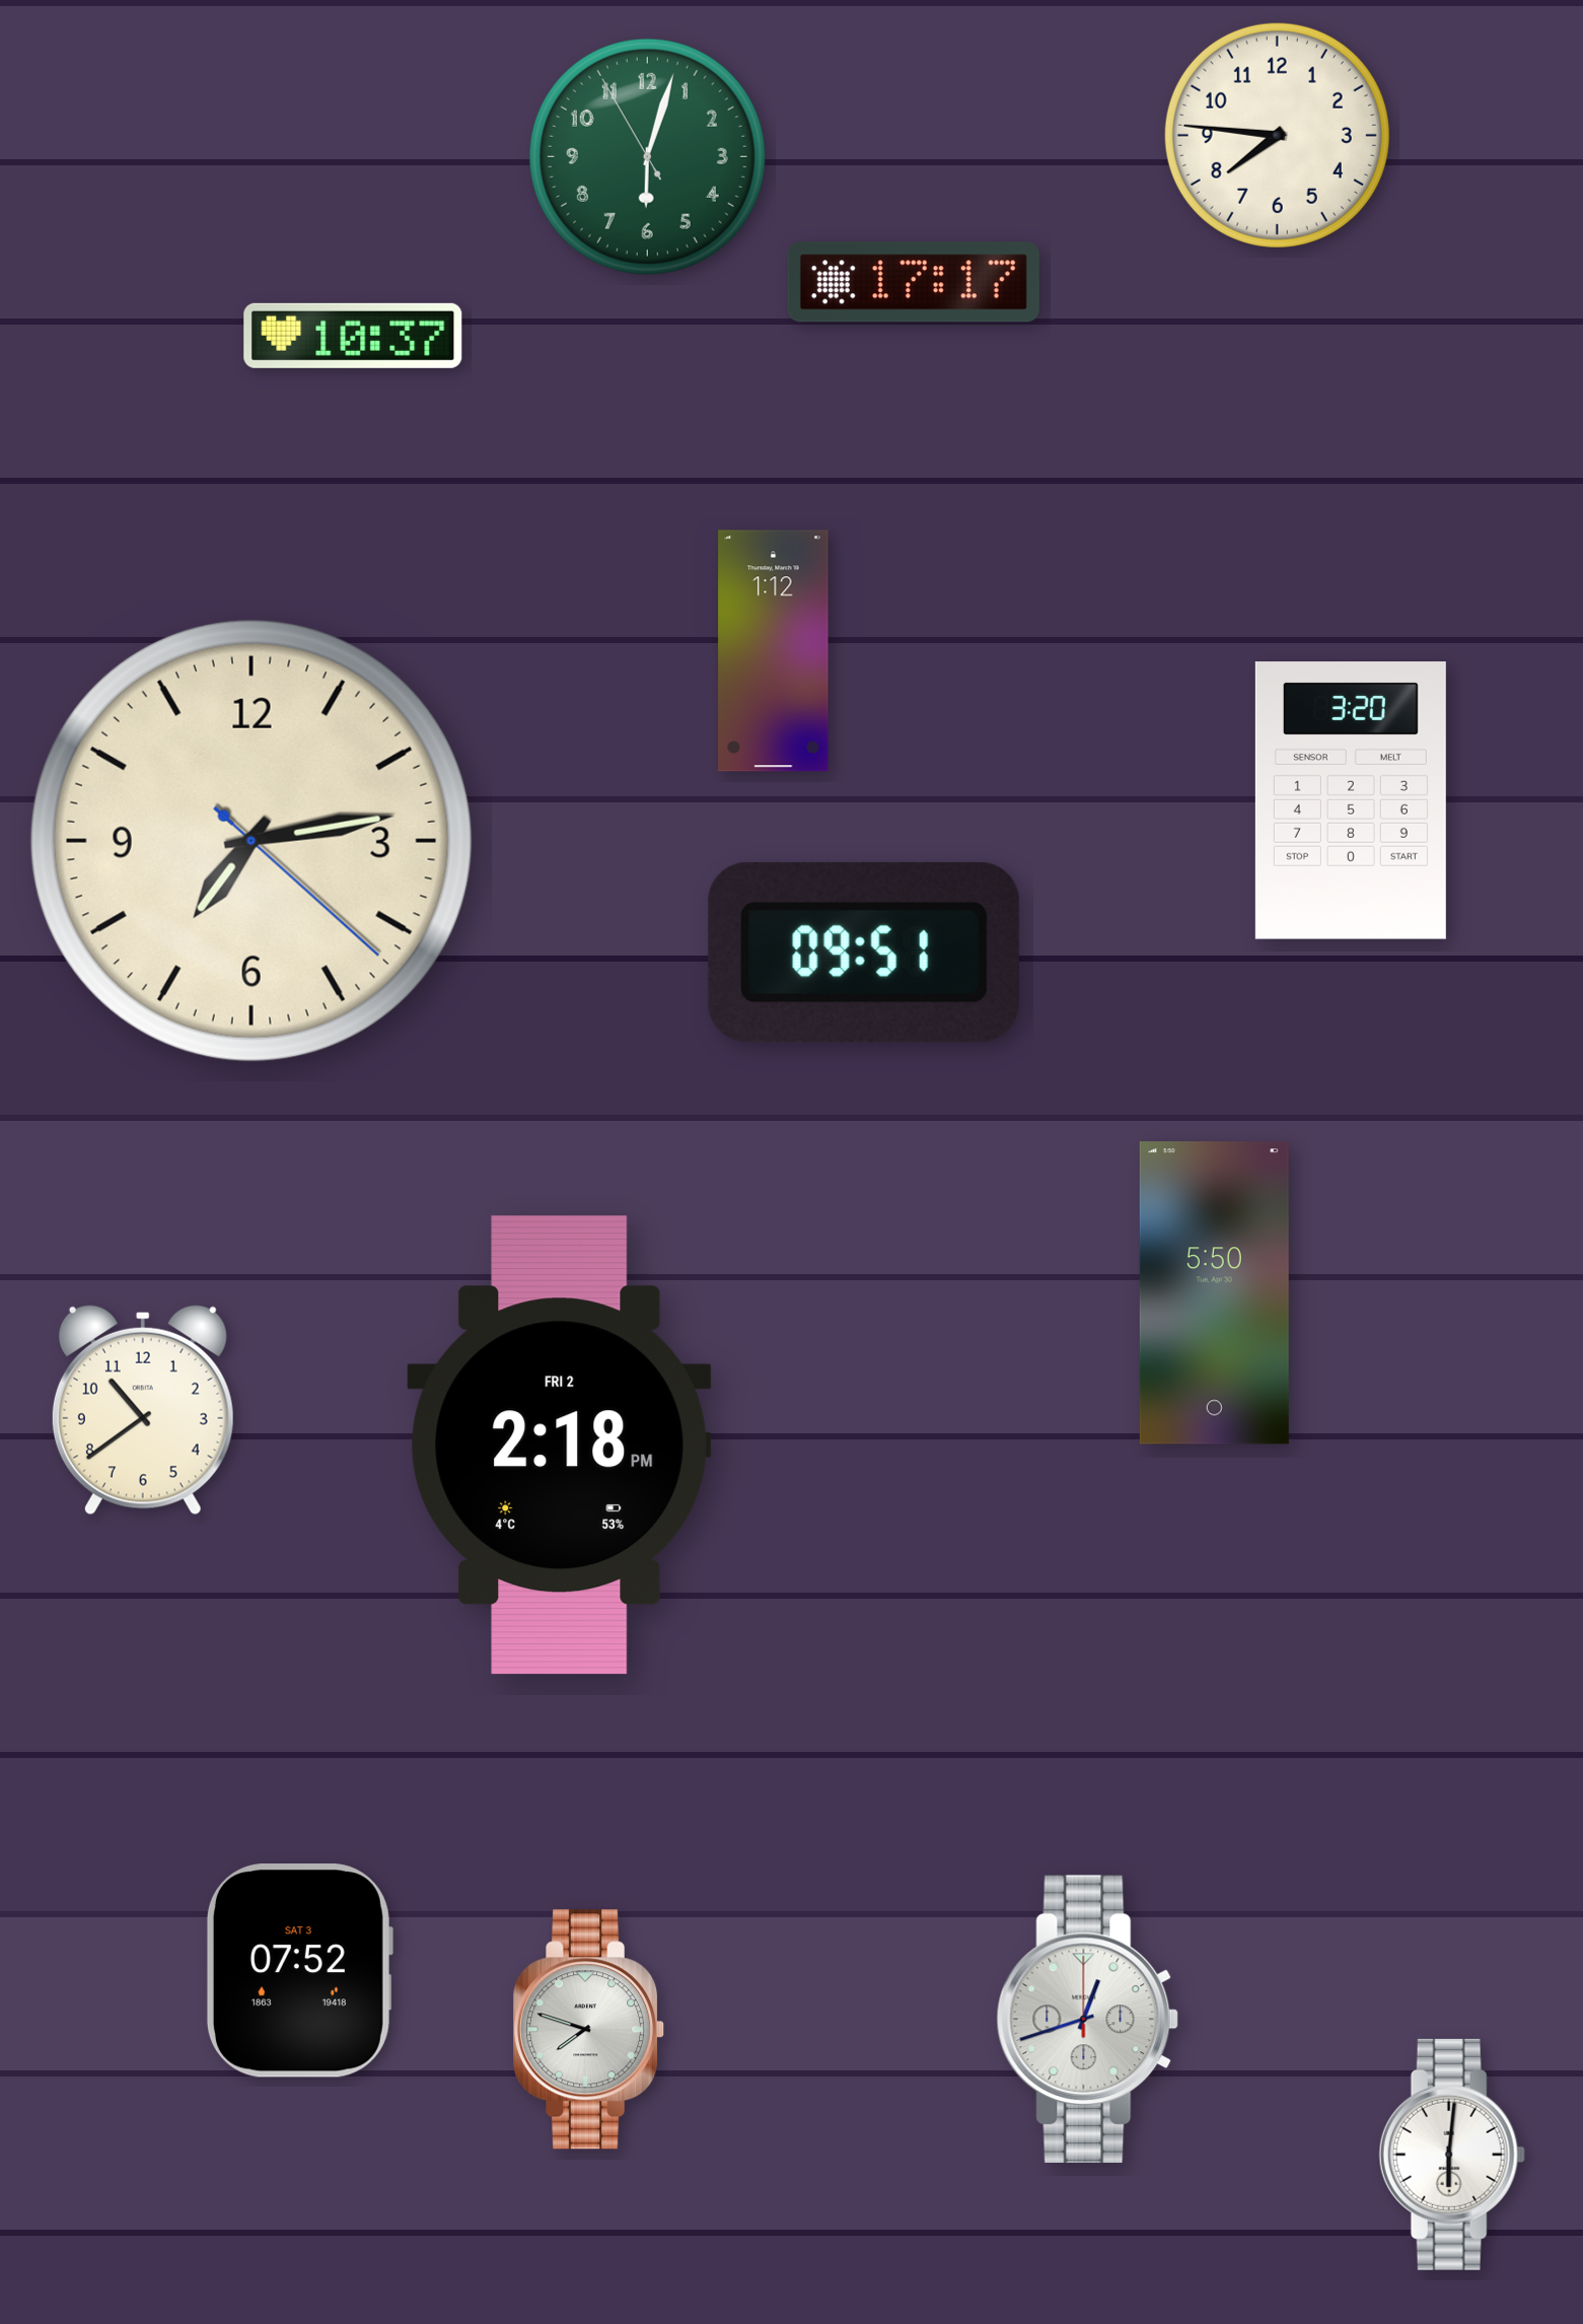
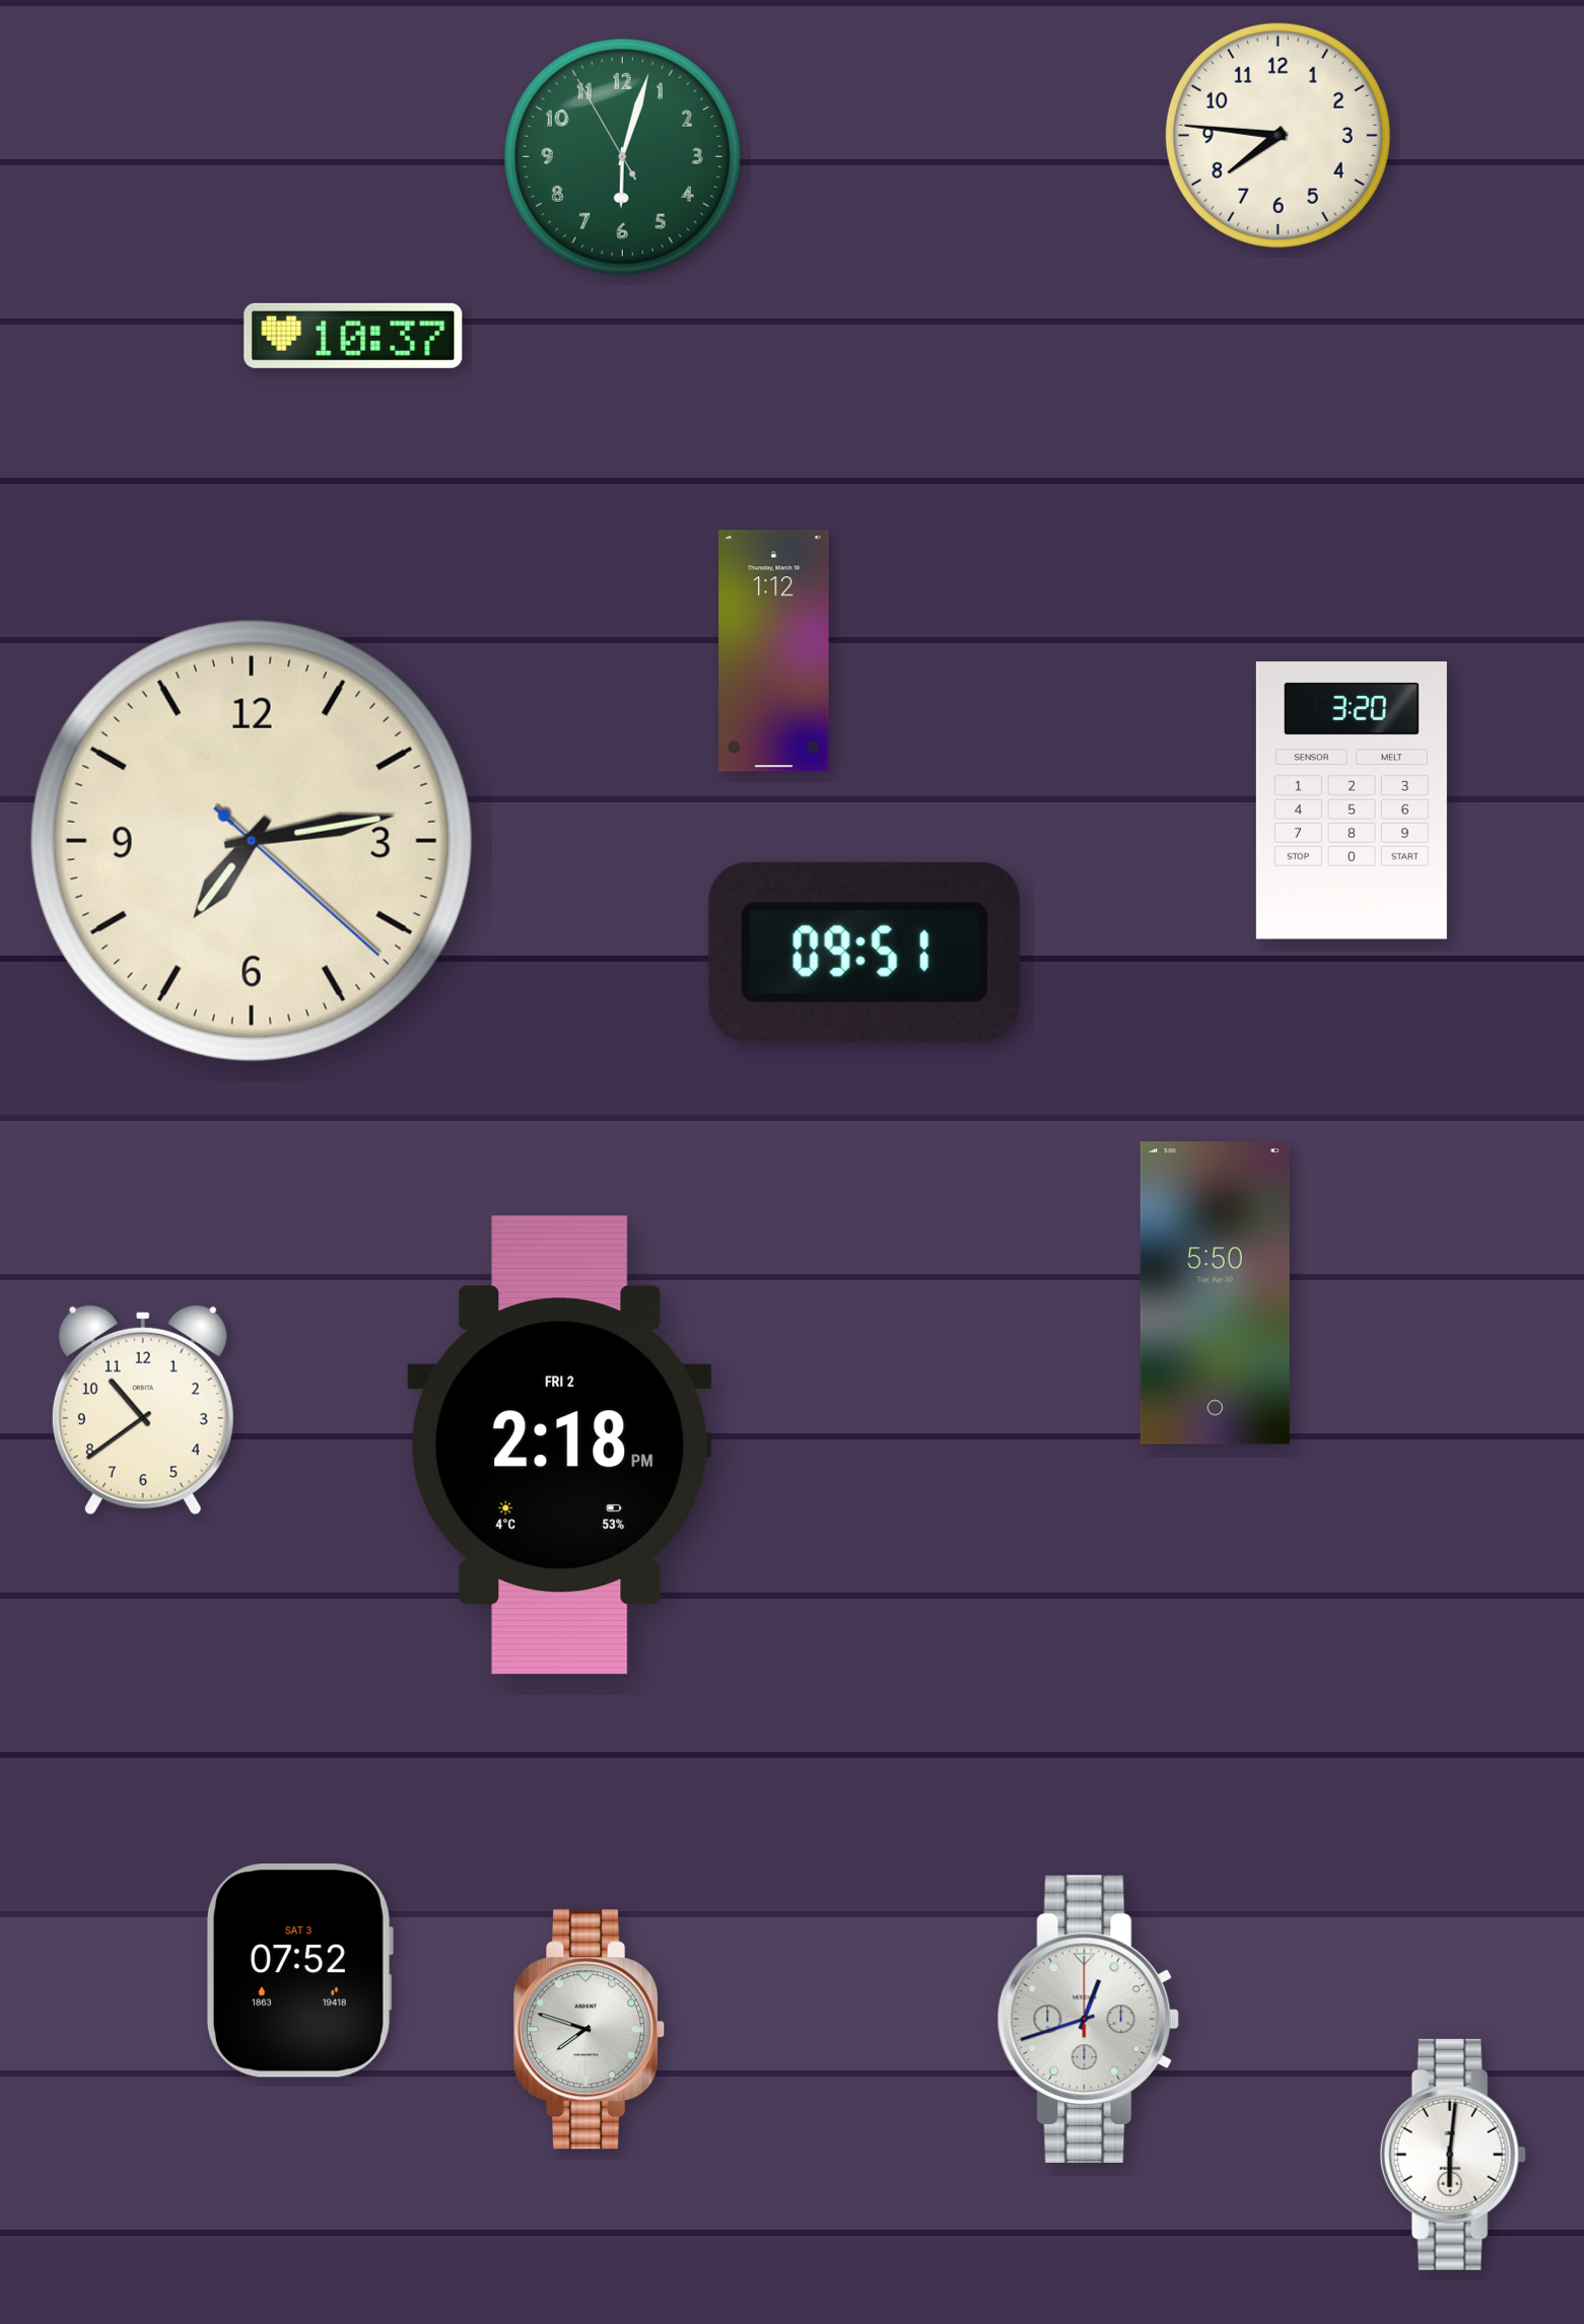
clock at (647, 156) position: (647, 156) -> (622, 156)
clock at (914, 282): 17:17 -> none
